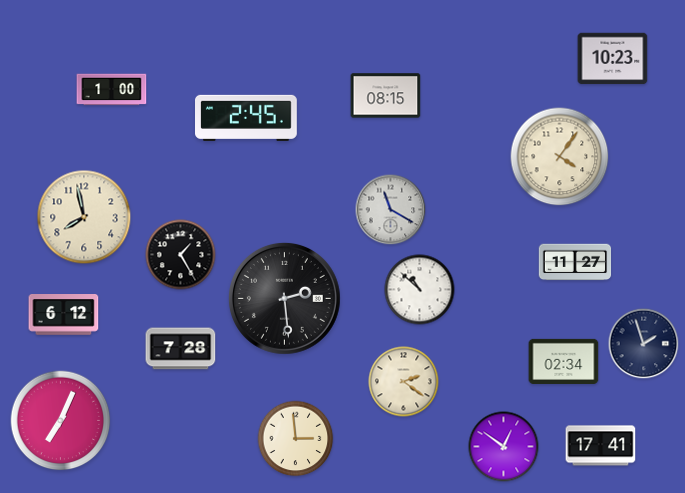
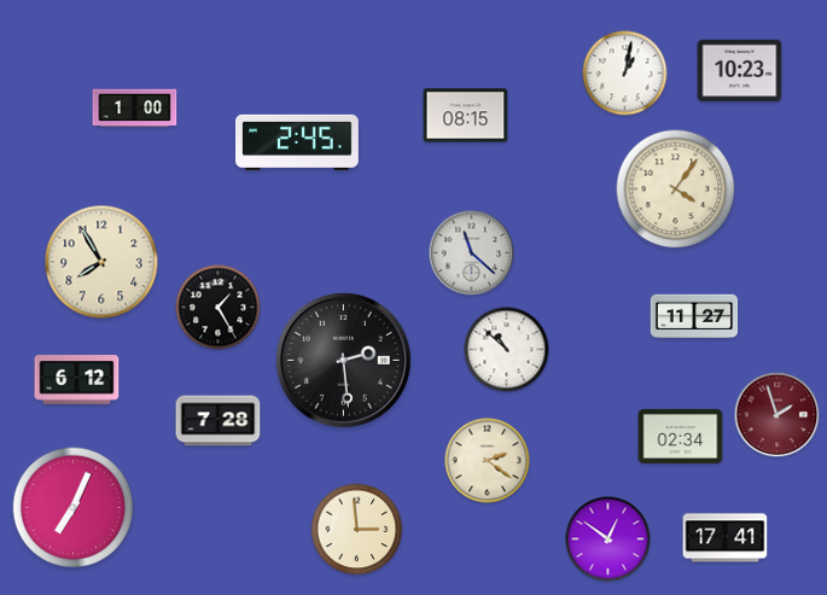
clock at (625, 74): none -> 1:02
clock at (391, 210): 11:20 -> 11:22
clock at (84, 217): 7:58 -> 7:55
clock at (644, 344) dial: navy -> burgundy
